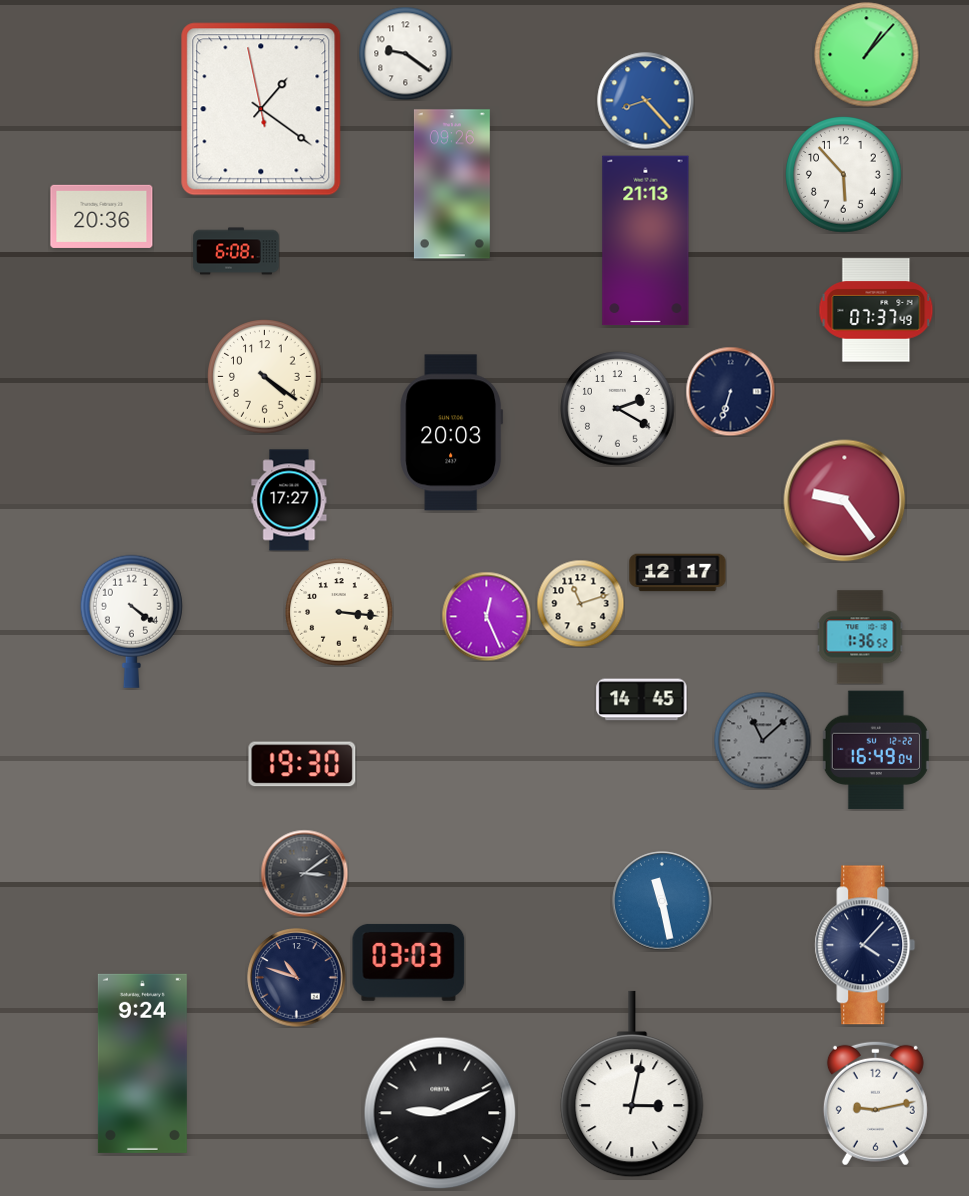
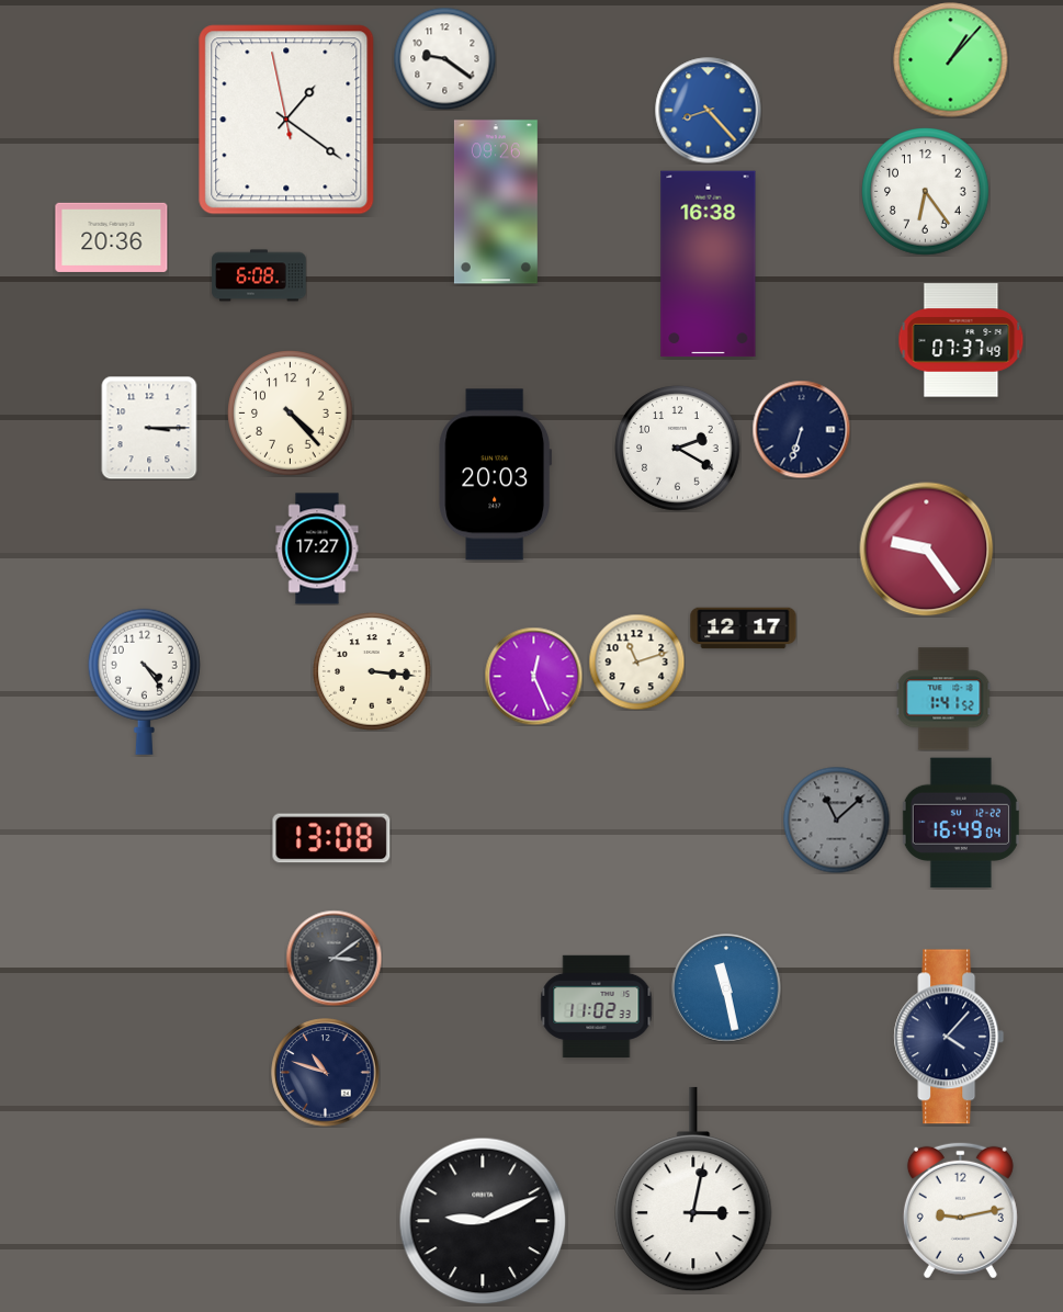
clock at (844, 175): 5:53 -> 6:24
clock at (646, 241): 21:13 -> 16:38
clock at (265, 377): 4:21 -> 4:23
clock at (149, 428): none -> 3:15
clock at (131, 621): 4:21 -> 4:24
clock at (860, 637): 1:36 -> 1:41
clock at (642, 700): 14:45 -> none
clock at (762, 740) position: (762, 740) -> (836, 819)
clock at (302, 764): 19:30 -> 13:08
clock at (597, 1006): none -> 11:02
clock at (409, 962): 03:03 -> none
clock at (142, 1063): 9:24 -> none
